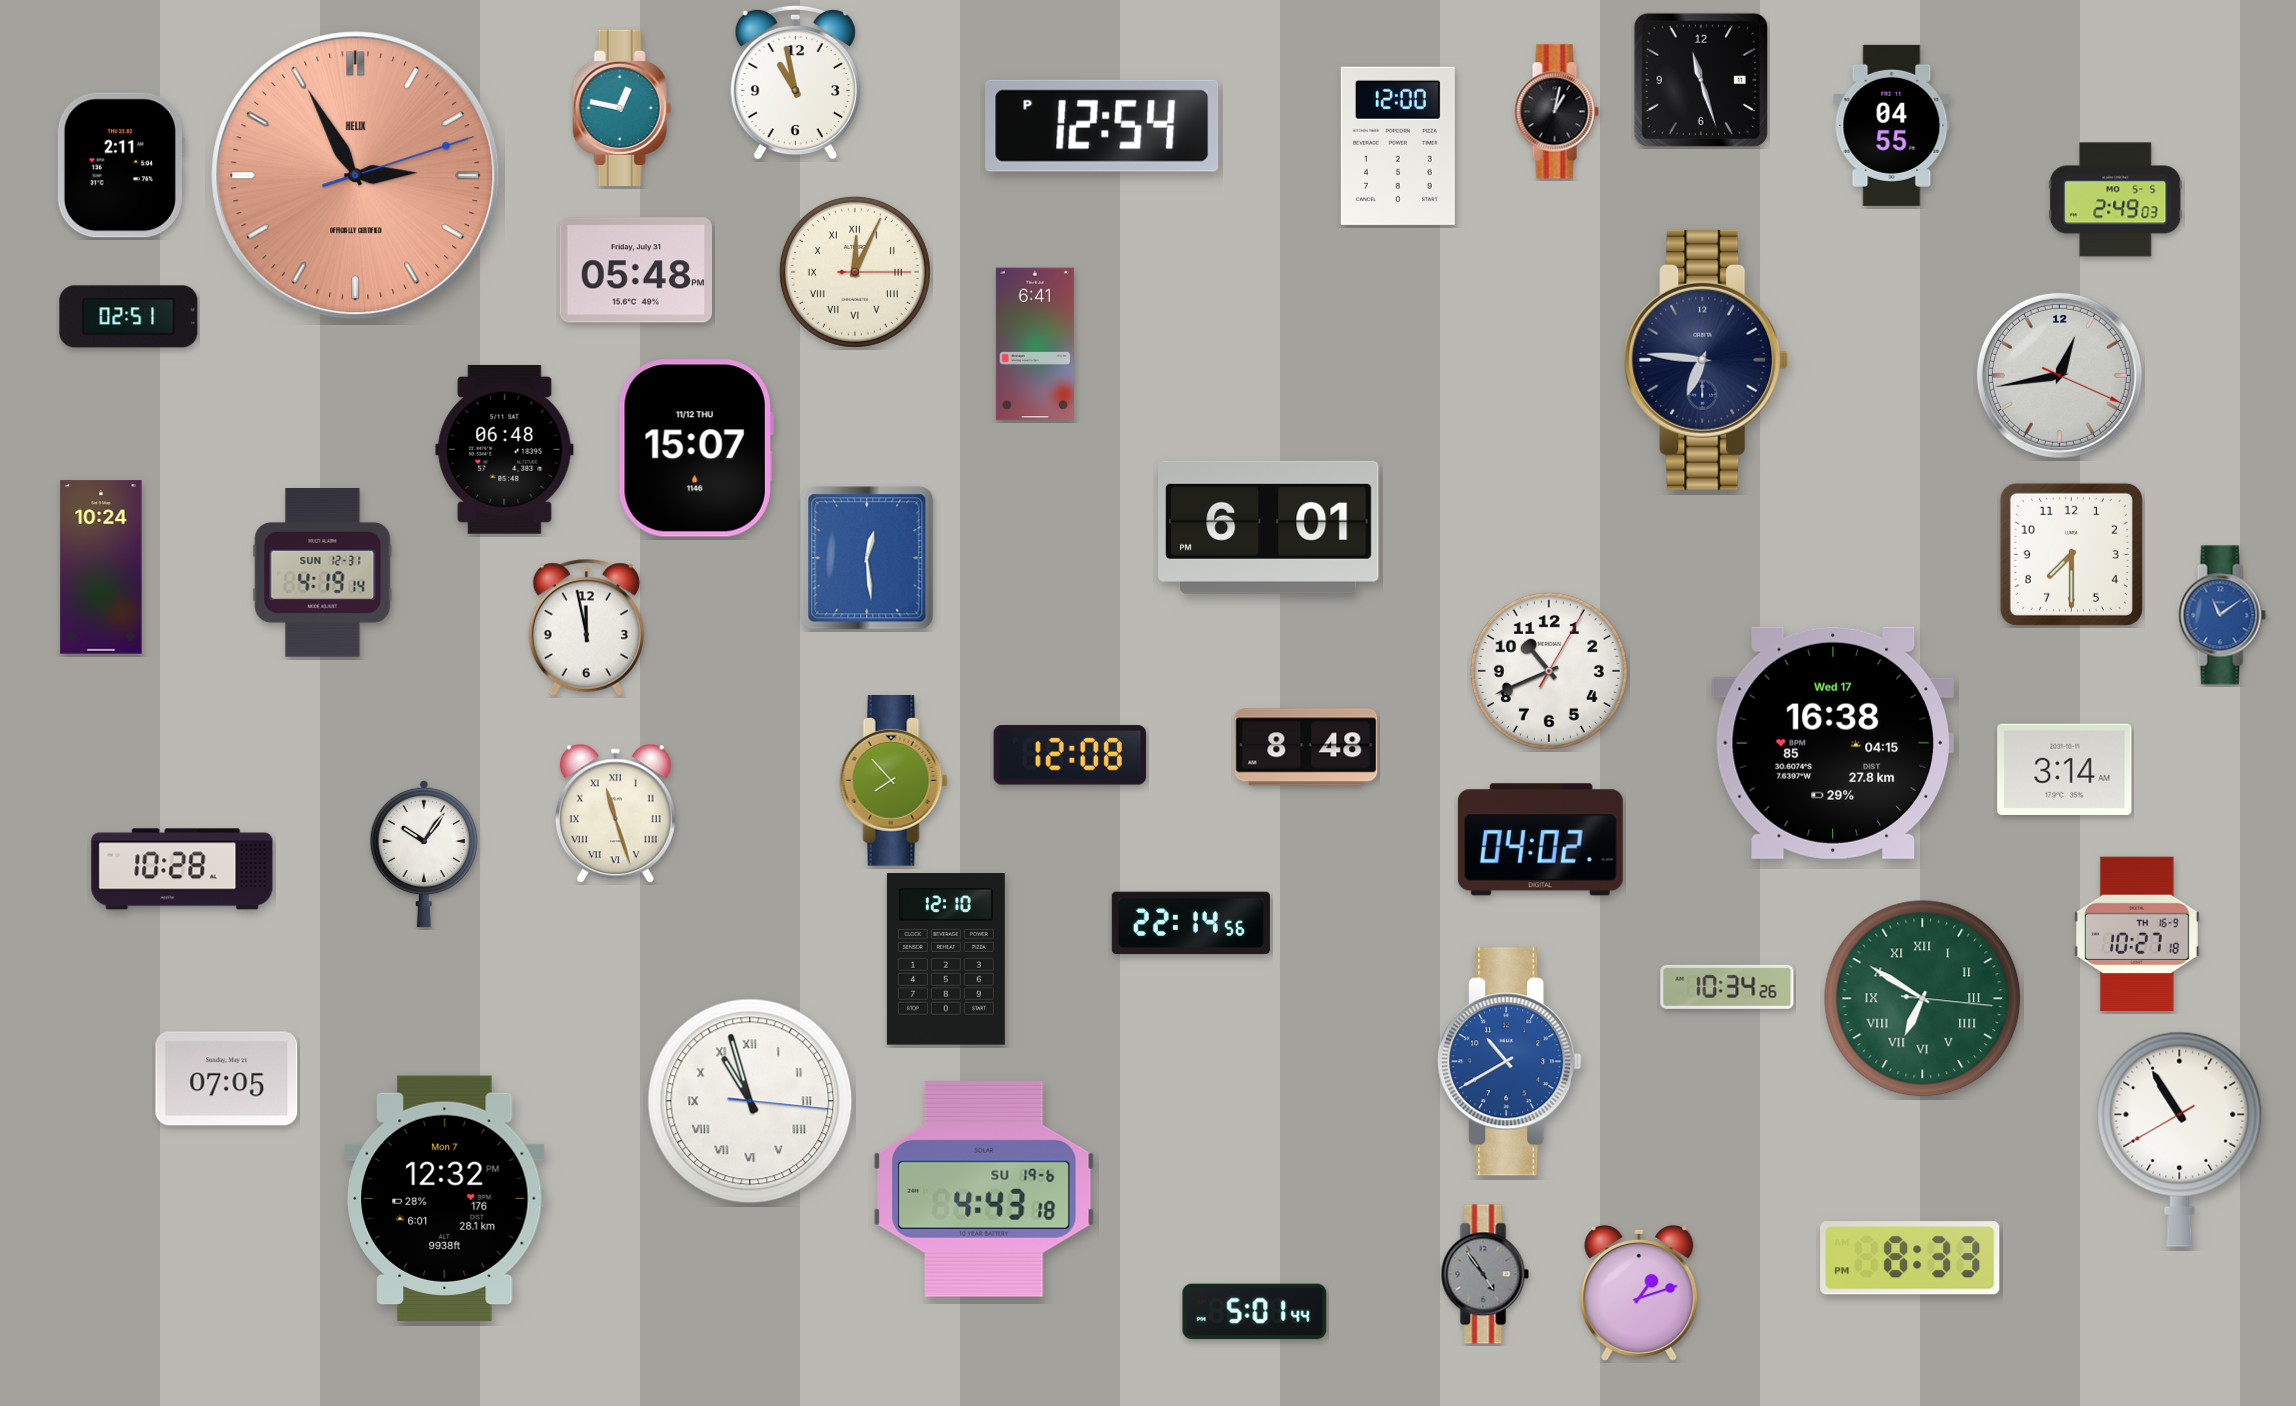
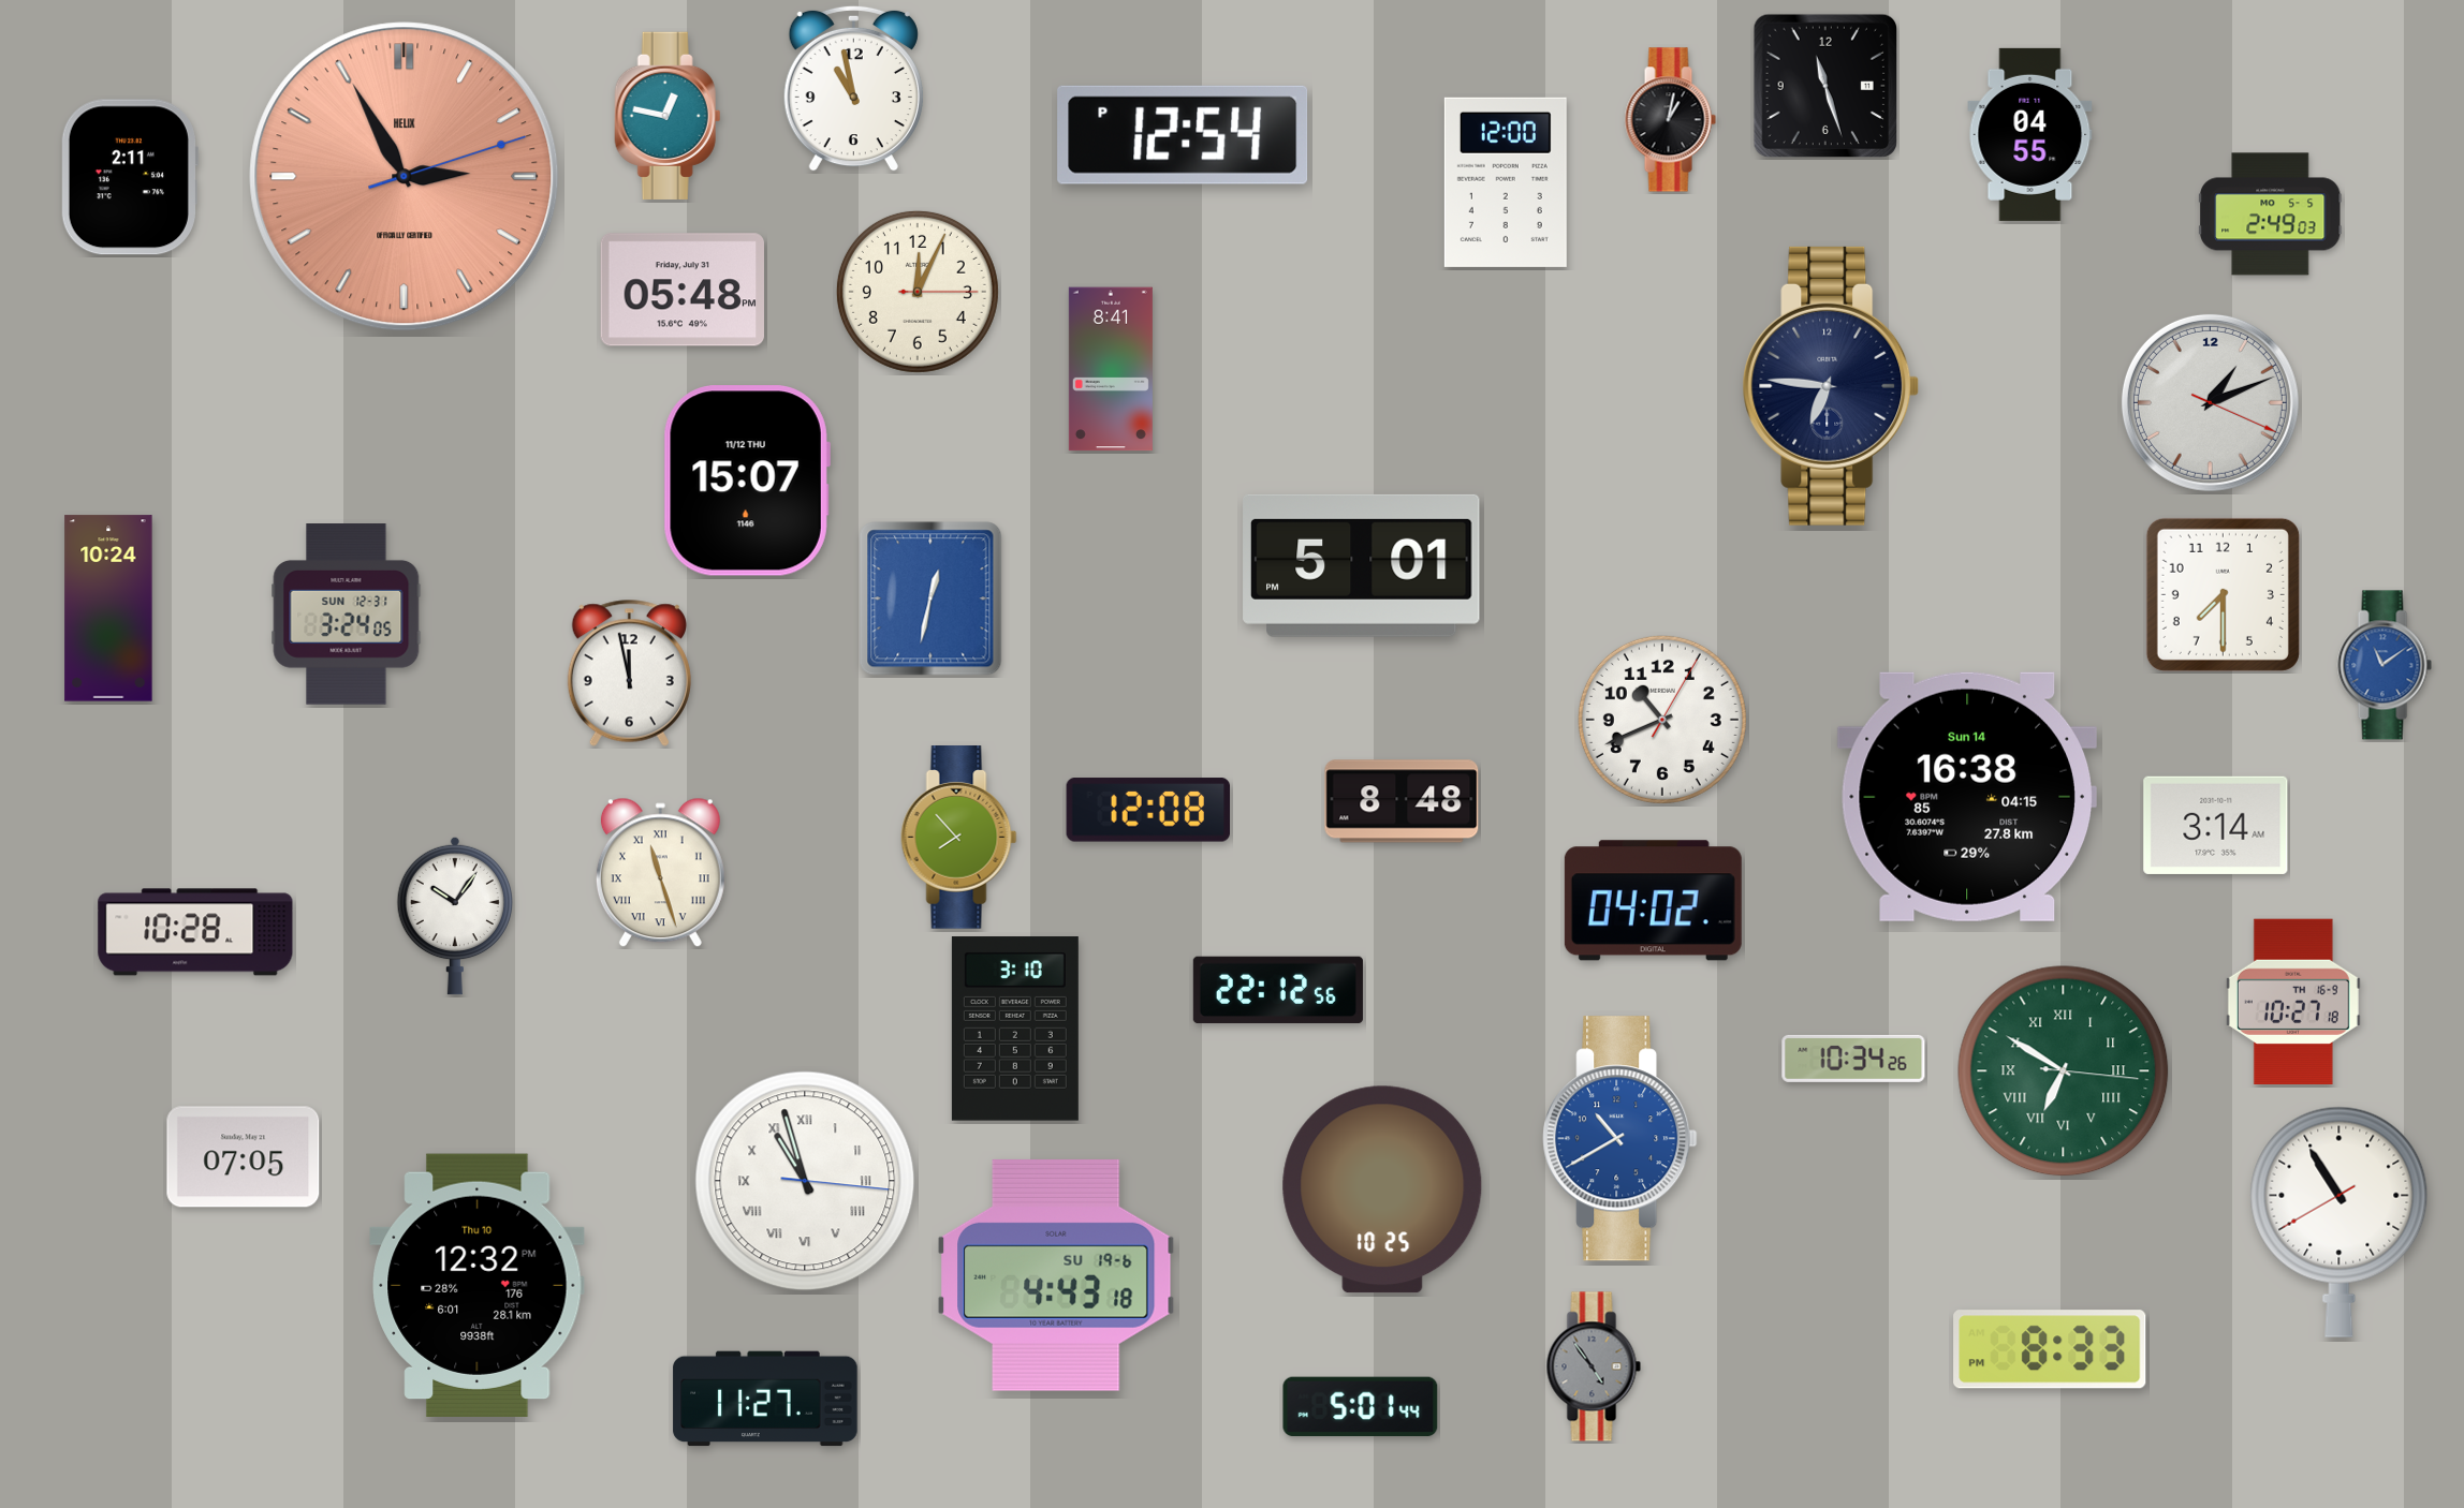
clock at (1398, 146) position: (1398, 146) -> (1506, 182)
clock at (356, 176) position: (356, 176) -> (405, 177)
clock at (855, 272) numerals: Roman -> Arabic
clock at (129, 317): 02:51 -> none
clock at (1035, 344): 6:41 -> 8:41
clock at (2059, 375): 12:43 -> 1:11
clock at (505, 449): 06:48 -> none
clock at (1269, 527): 6:01 -> 5:01
clock at (867, 558): 12:29 -> 12:32
clock at (323, 573): 4:19 -> 3:24
clock at (2222, 615) position: (2222, 615) -> (2385, 665)
clock at (1833, 743) date: Wed 17 -> Sun 14
clock at (1191, 923): 22:14 -> 22:12
clock at (946, 959): 12:10 -> 3:10
clock at (1382, 1189): none -> 10:25
clock at (445, 1198) date: Mon 7 -> Thu 10
clock at (1639, 1293): 1:12 -> none
clock at (765, 1399): none -> 11:27
clock at (1255, 1312) position: (1255, 1312) -> (1361, 1407)
